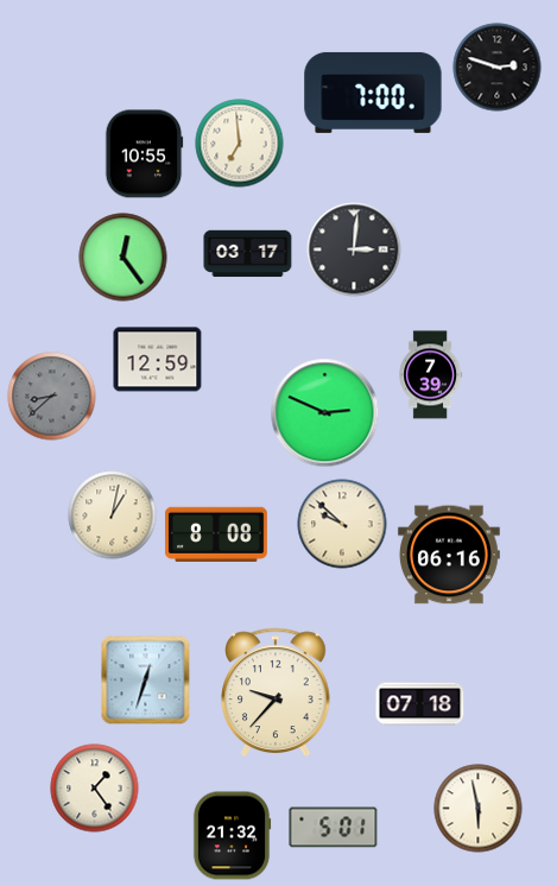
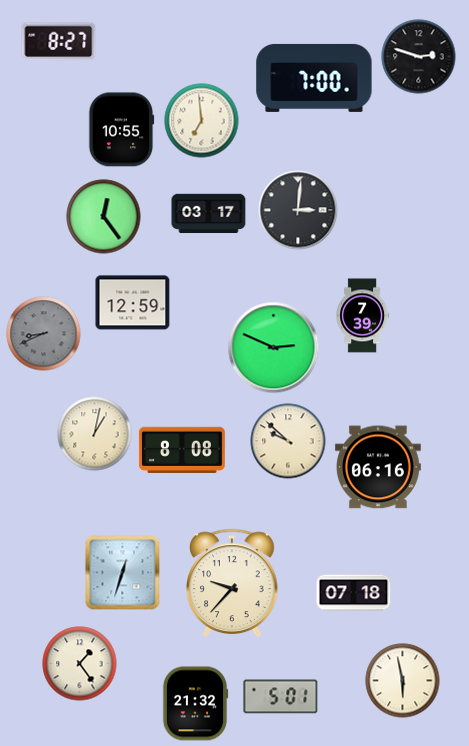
clock at (59, 42): none -> 8:27
clock at (52, 397): 8:38 -> 8:41
